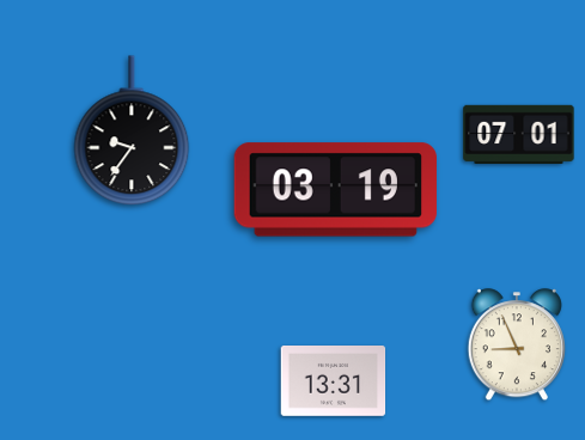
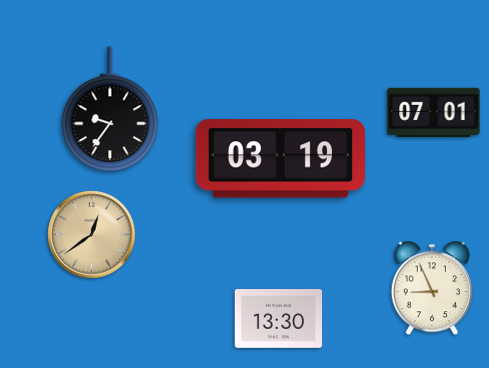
clock at (92, 235): none -> 12:39
clock at (334, 381): 13:31 -> 13:30
